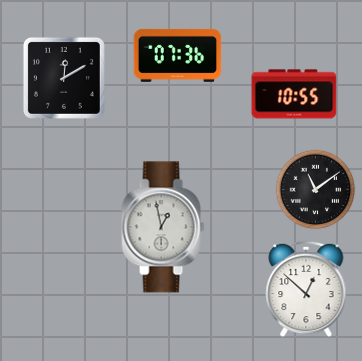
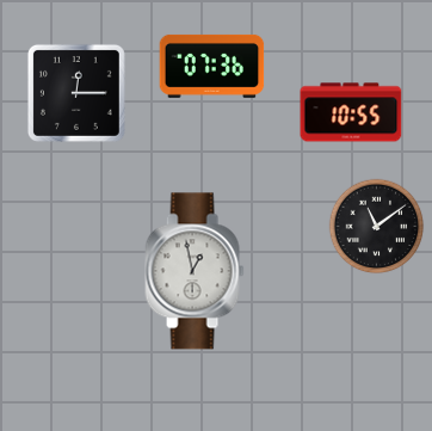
clock at (64, 78): 12:10 -> 12:15
clock at (306, 289): 12:52 -> none
